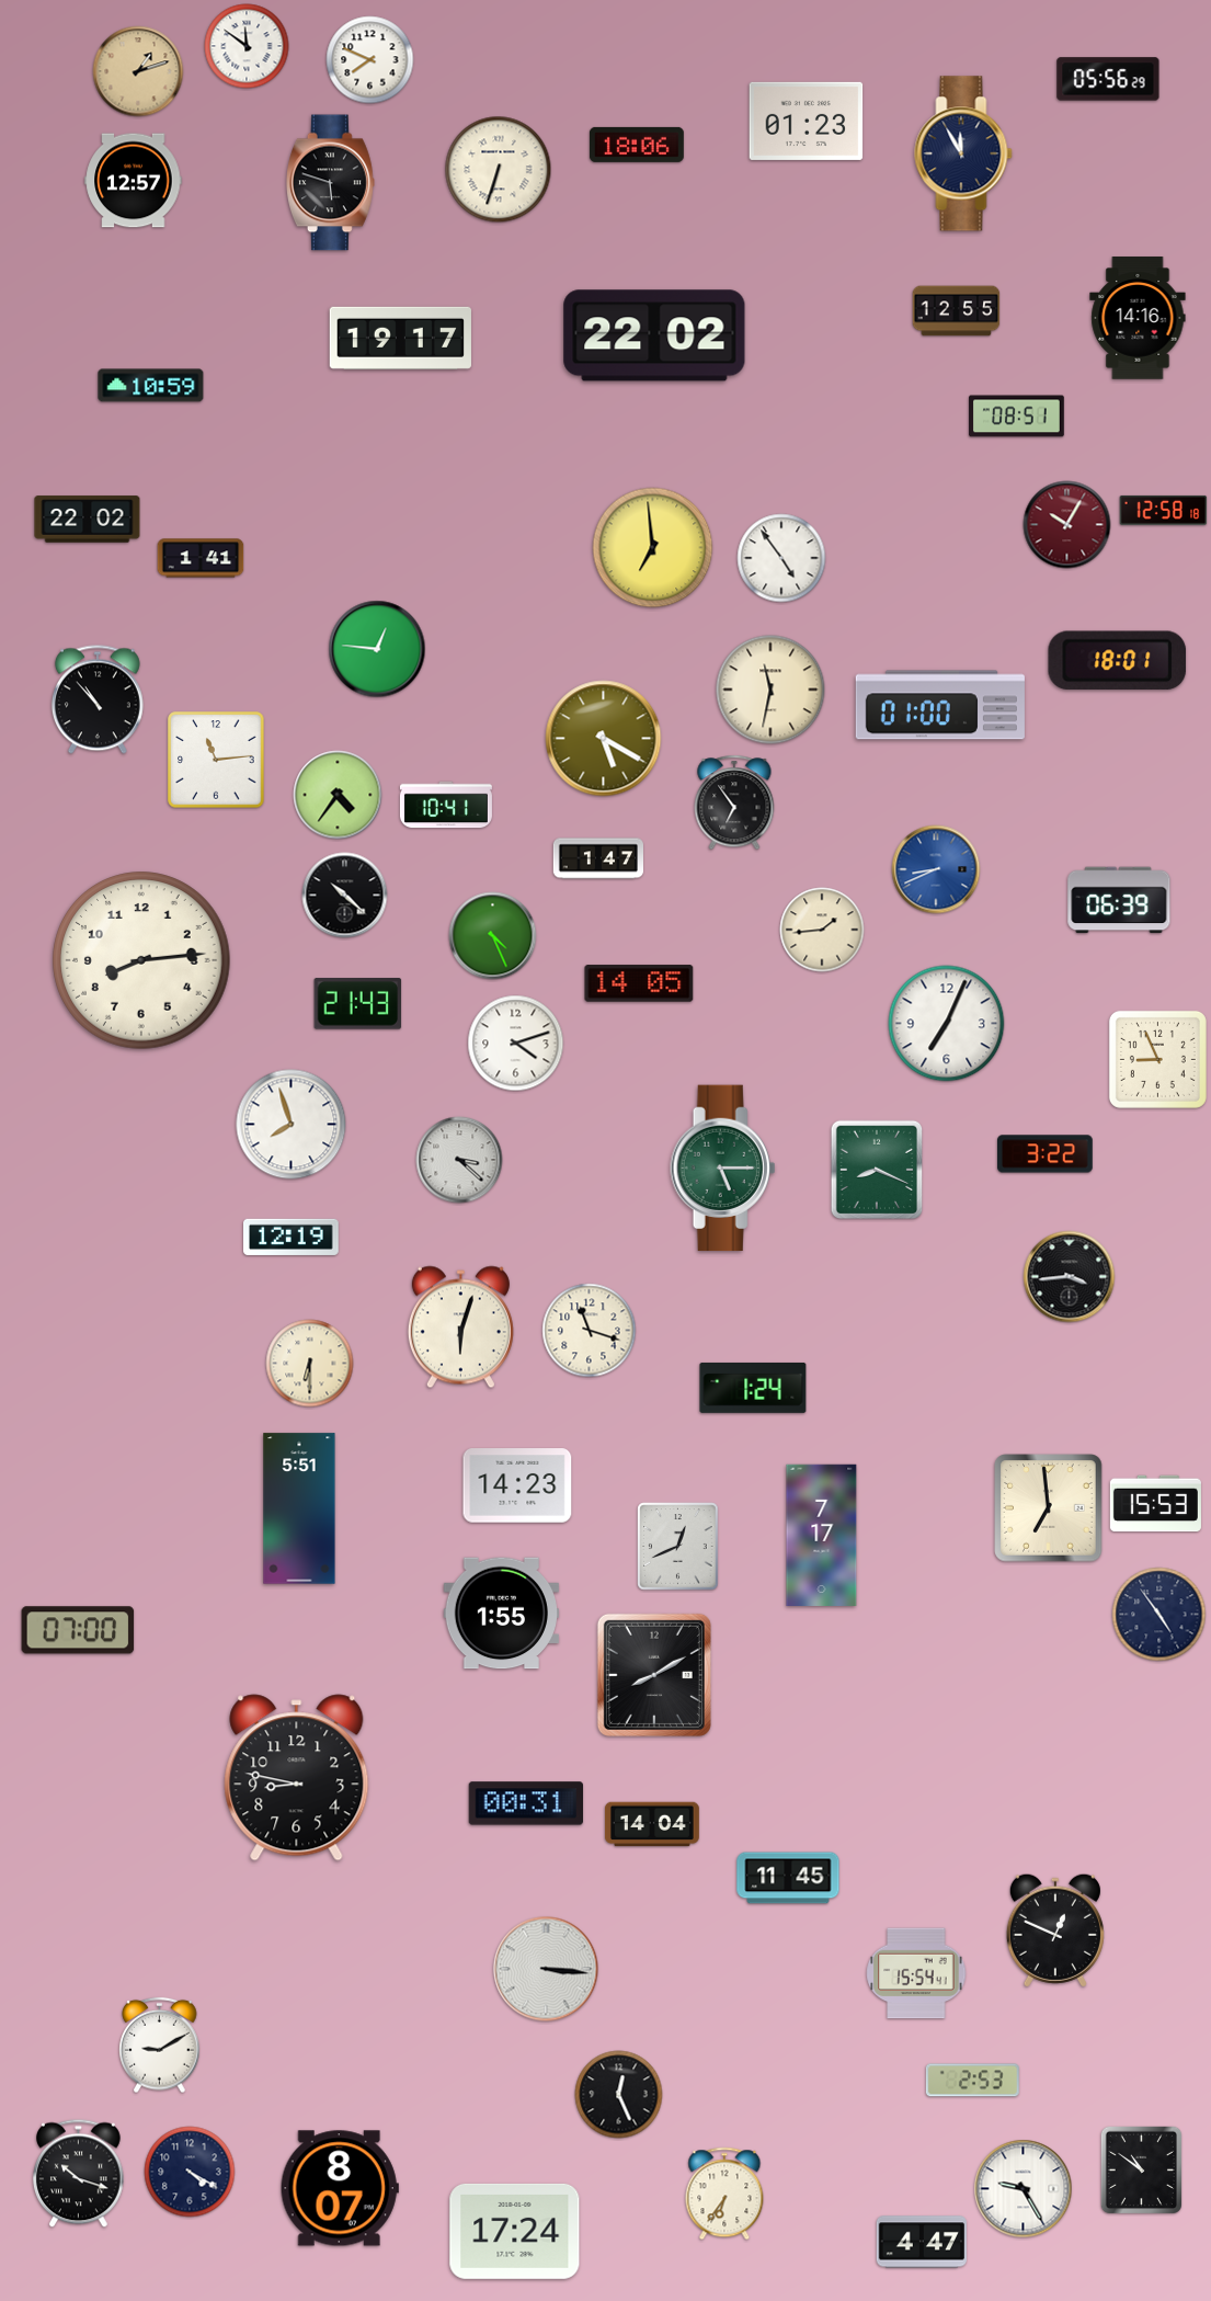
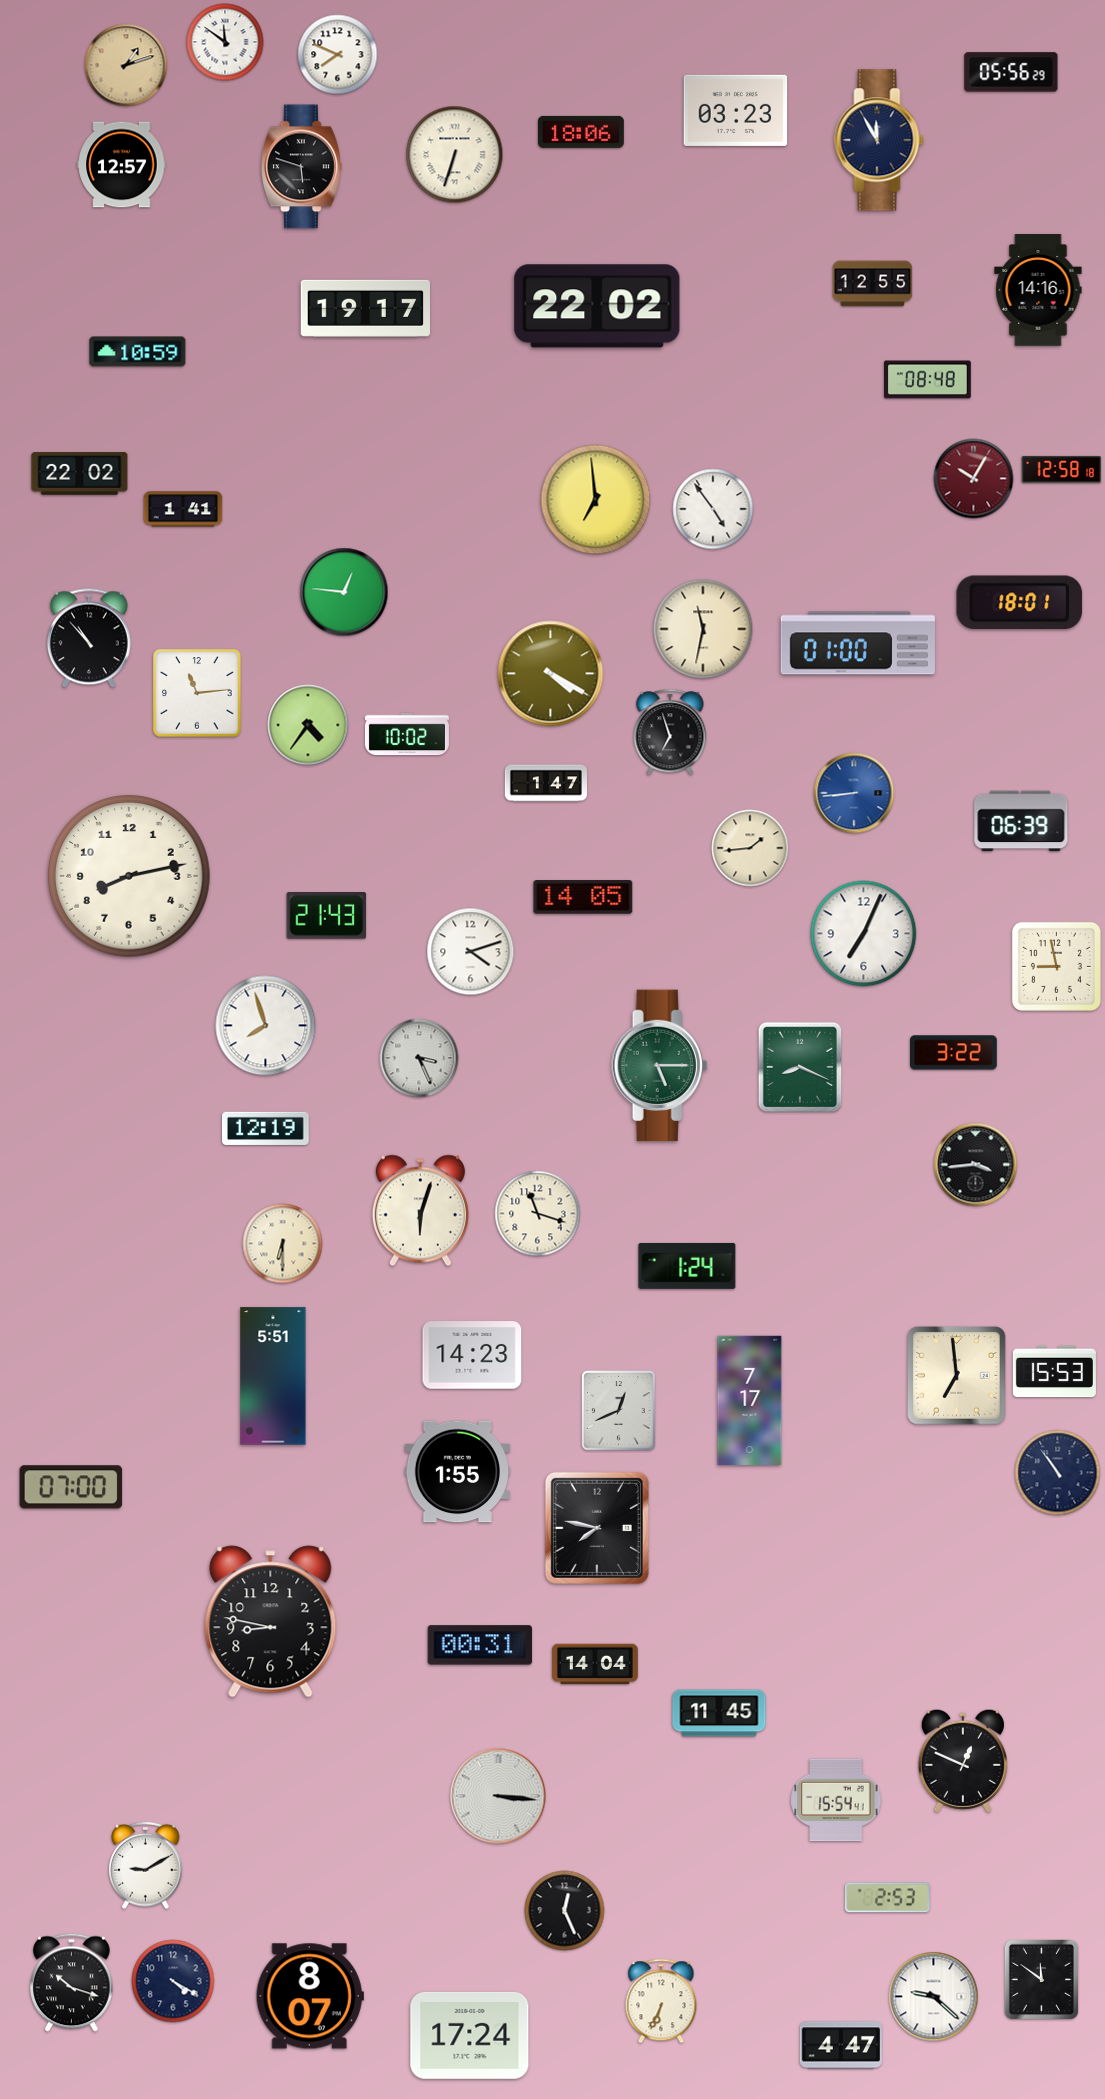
clock at (807, 121): 01:23 -> 03:23
clock at (1017, 417): 08:51 -> 08:48
clock at (1164, 510) position: (1164, 510) -> (1062, 469)
clock at (604, 739): 5:20 -> 4:20
clock at (734, 802): 6:54 -> 6:57
clock at (446, 805): 10:41 -> 10:02
clock at (936, 869): 8:41 -> 8:44
clock at (345, 896): 10:22 -> none
clock at (493, 936): 4:26 -> none
clock at (141, 960): 8:14 -> 8:13
clock at (1157, 1059): 8:56 -> 8:58
clock at (459, 1160): 3:22 -> 3:26
clock at (1159, 1615): 4:54 -> 10:54
clock at (654, 1675): 8:10 -> 7:47
clock at (1141, 2169): 10:51 -> 11:51
clock at (1024, 2189): 9:25 -> 9:22
clock at (724, 2194): 6:36 -> 6:34
